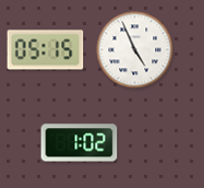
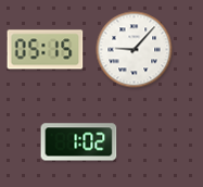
clock at (135, 50): 4:56 -> 9:07
